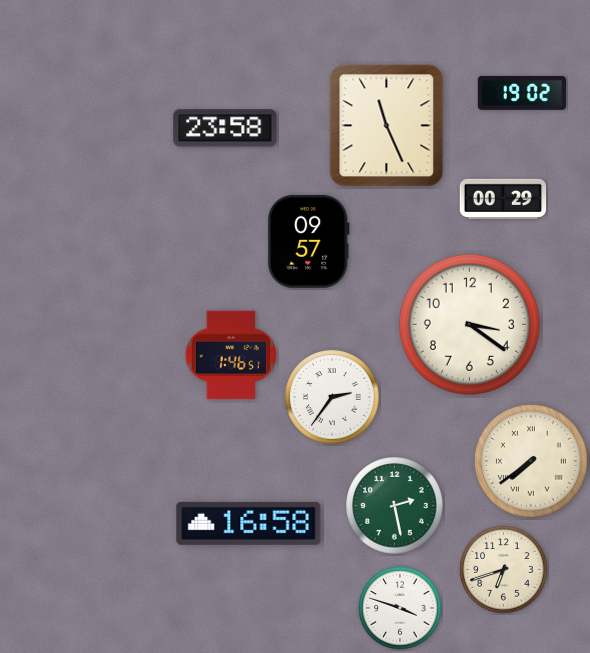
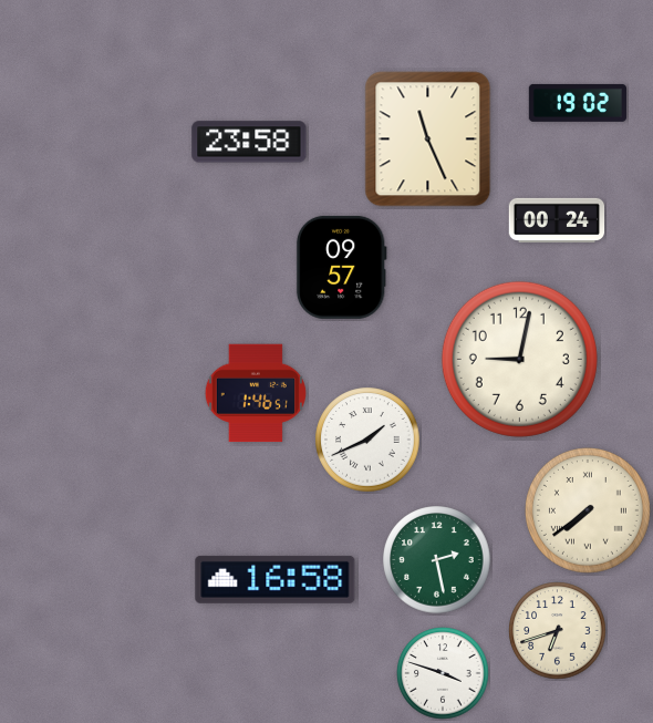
clock at (503, 198): 00:29 -> 00:24
clock at (469, 324): 3:21 -> 9:02
clock at (332, 397): 2:36 -> 1:41
